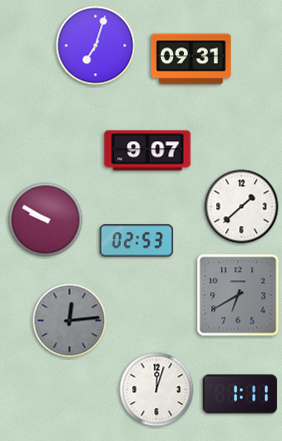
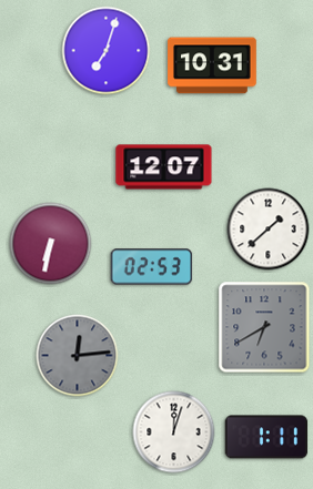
clock at (191, 59): 09:31 -> 10:31
clock at (148, 151): 9:07 -> 12:07
clock at (46, 220): 9:50 -> 6:32
